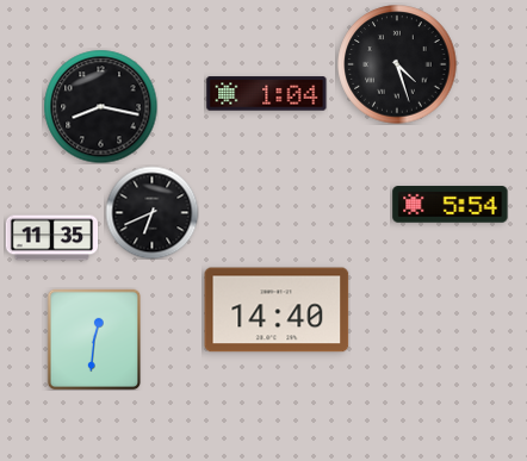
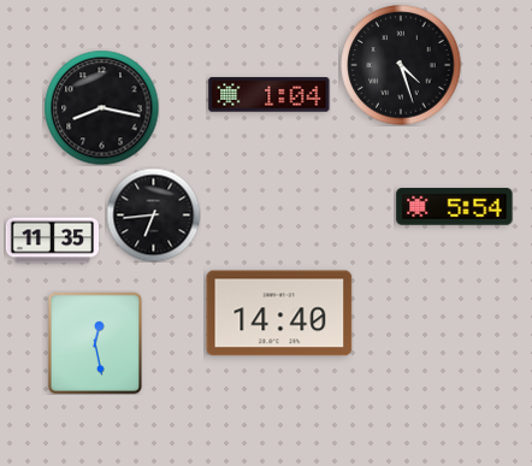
clock at (151, 212): 6:41 -> 6:44
clock at (94, 339): 12:31 -> 12:28
